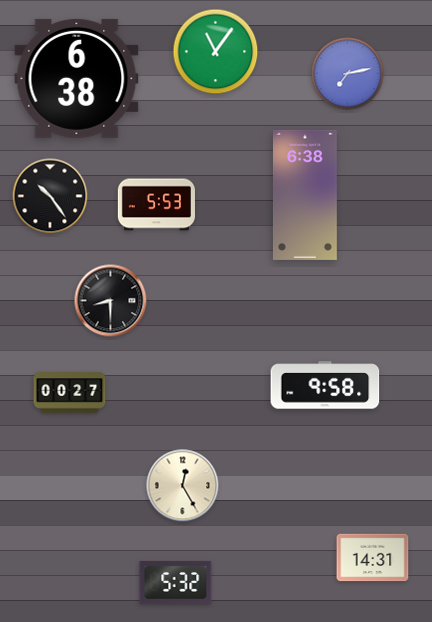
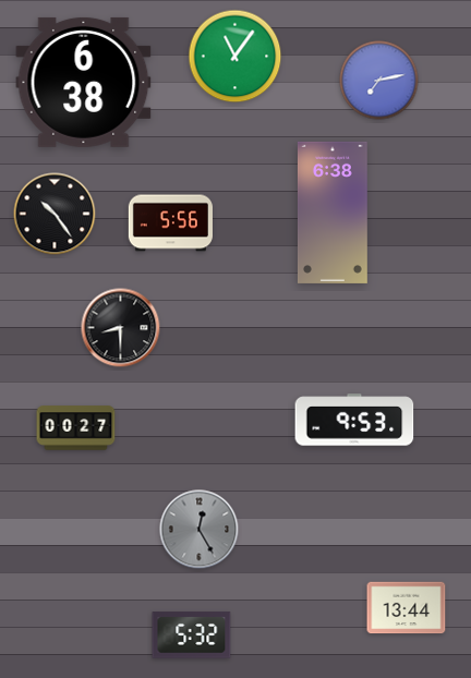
clock at (77, 78) position: (77, 78) -> (84, 82)
clock at (156, 205): 5:53 -> 5:56
clock at (325, 385): 9:58 -> 9:53
clock at (183, 486) dial: cream -> grey
clock at (373, 558): 14:31 -> 13:44
